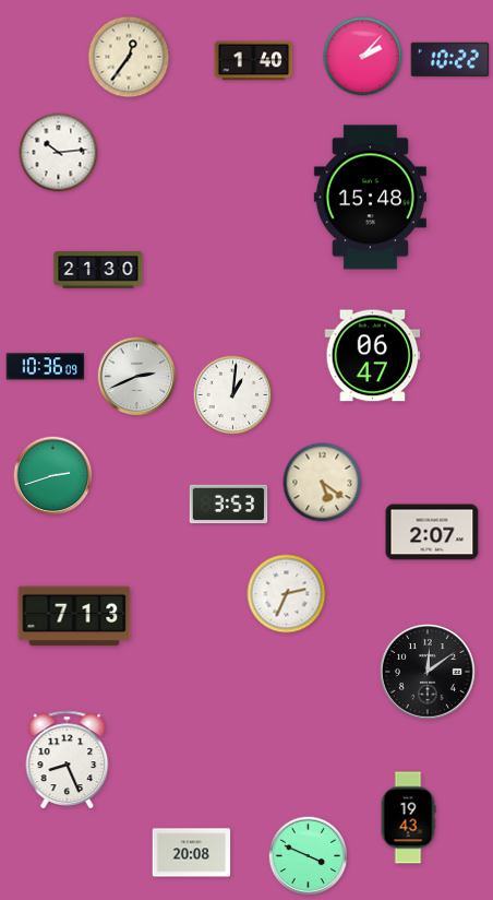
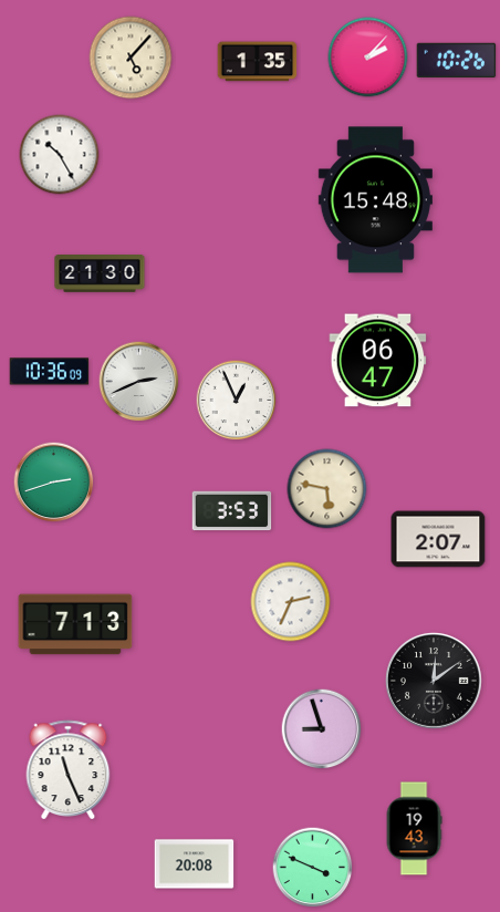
clock at (129, 57): 12:36 -> 5:07
clock at (450, 59): 10:22 -> 10:26
clock at (254, 61): 1:40 -> 1:35
clock at (59, 153): 10:14 -> 10:25
clock at (46, 367) position: (46, 367) -> (50, 372)
clock at (233, 395): 1:01 -> 12:56
clock at (323, 483): 5:21 -> 5:47
clock at (322, 729): none -> 8:57
clock at (68, 759): 8:26 -> 11:26
